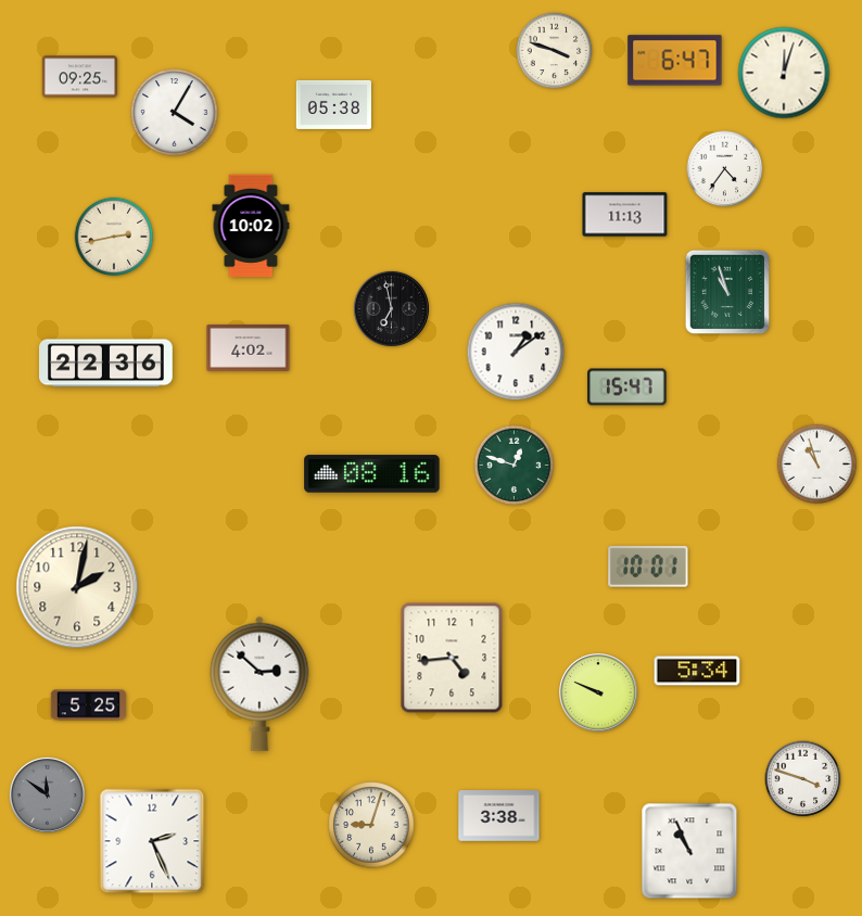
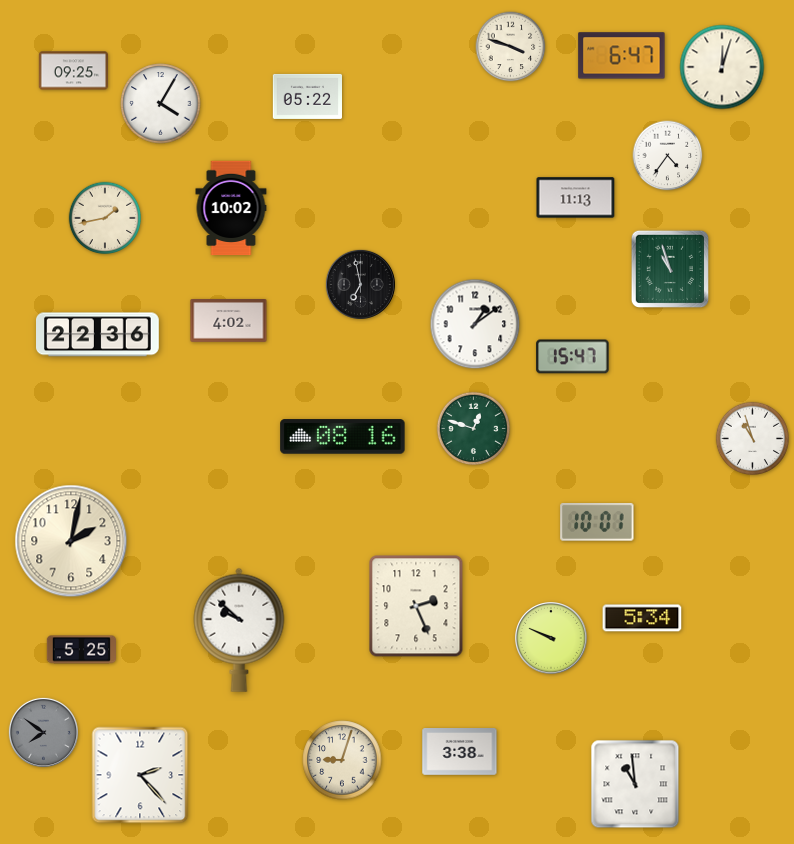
clock at (333, 104): 05:38 -> 05:22
clock at (114, 237): 2:43 -> 1:43
clock at (628, 387) position: (628, 387) -> (573, 357)
clock at (816, 463) position: (816, 463) -> (752, 438)
clock at (452, 658): 4:44 -> 2:26
clock at (259, 684): 2:52 -> 9:52
clock at (803, 779): 3:48 -> none
clock at (47, 794): 11:51 -> 7:51
clock at (152, 841): 2:26 -> 2:23
clock at (689, 851): 10:56 -> 10:59
